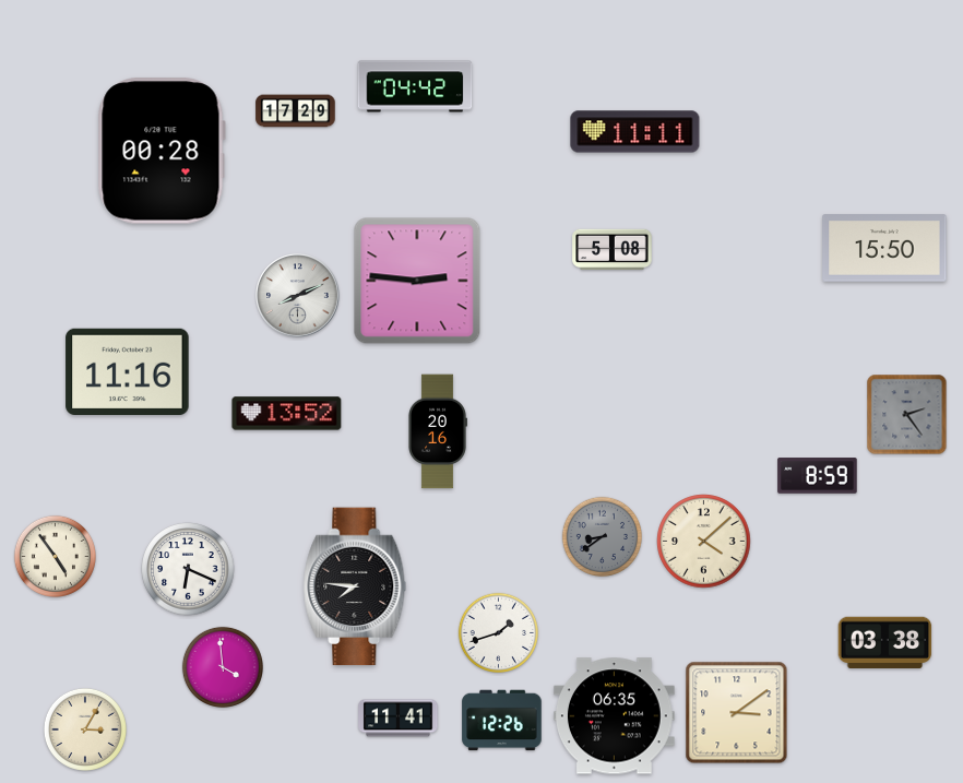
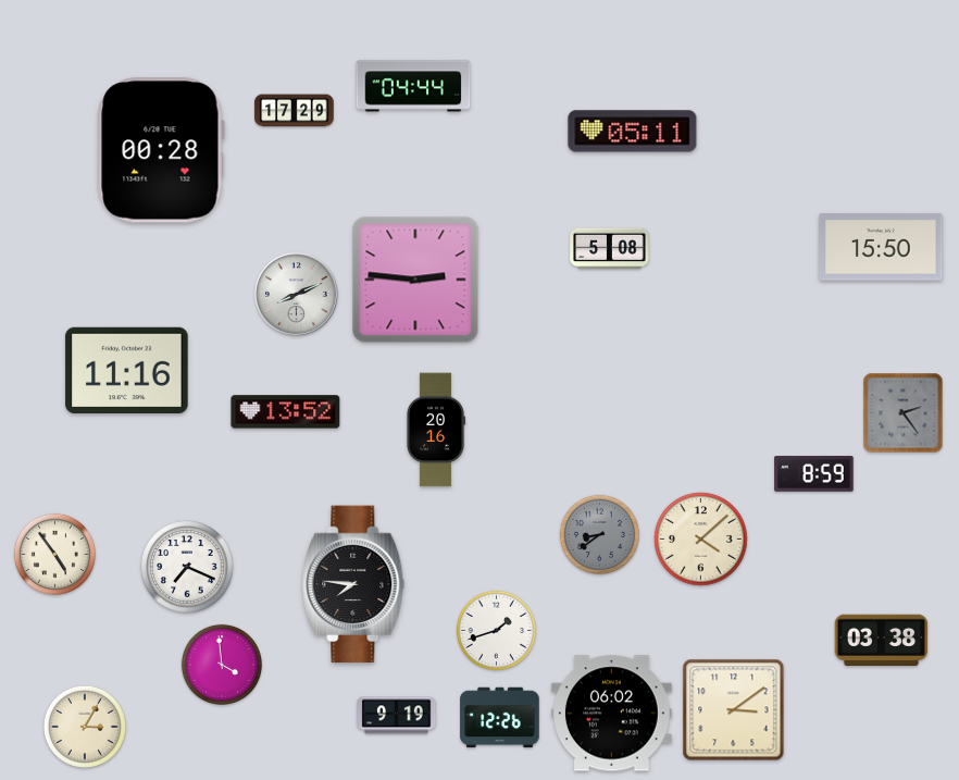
clock at (415, 86): 04:42 -> 04:44
clock at (635, 132): 11:11 -> 05:11
clock at (188, 569): 6:19 -> 7:19
clock at (614, 716): 06:35 -> 06:02
clock at (399, 719): 11:41 -> 9:19
